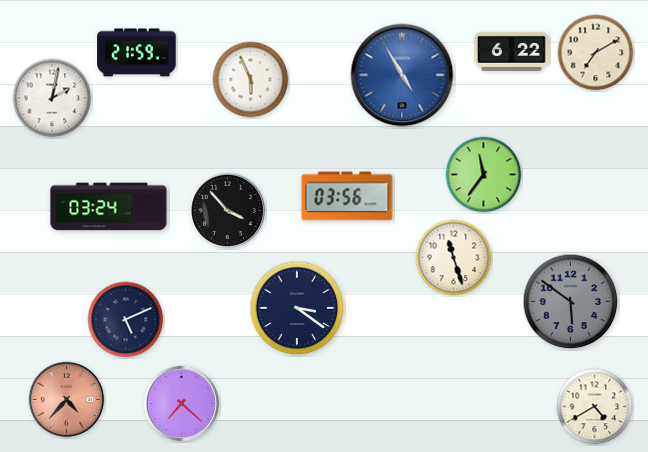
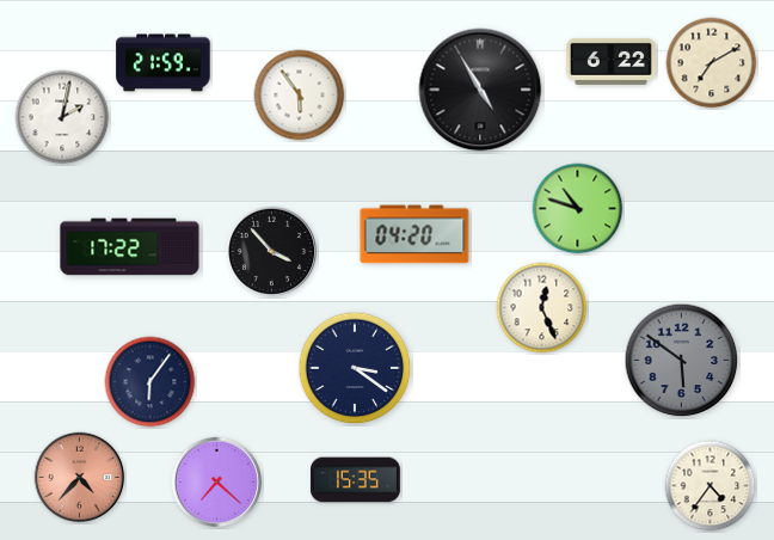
clock at (402, 75) dial: blue -> black
clock at (251, 80): 5:56 -> 5:54
clock at (484, 175): 11:36 -> 10:48
clock at (347, 196): 03:56 -> 04:20
clock at (109, 207): 03:24 -> 17:22
clock at (454, 258): 11:27 -> 12:26
clock at (126, 320): 5:11 -> 6:06
clock at (356, 480): none -> 15:35
clock at (595, 407): 4:40 -> 4:36
